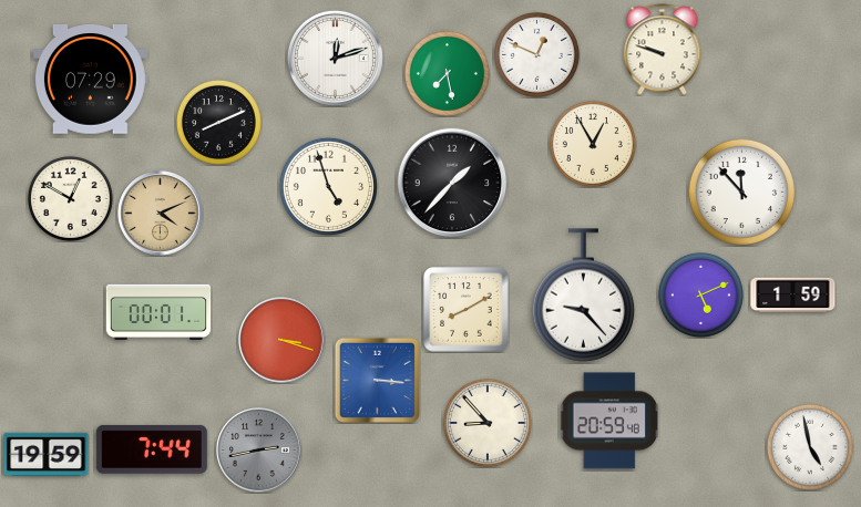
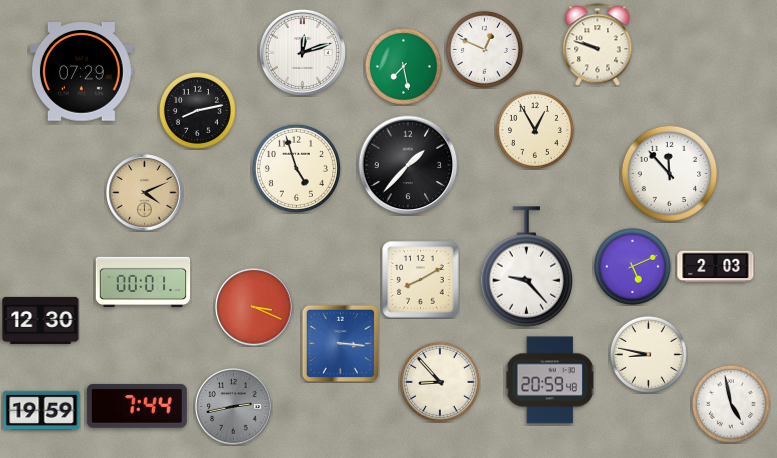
clock at (218, 122): 8:11 -> 8:13
clock at (70, 198): 12:50 -> none
clock at (793, 296): 1:59 -> 2:03
clock at (281, 340): 3:18 -> 3:19
clock at (41, 320): none -> 12:30
clock at (648, 354): none -> 8:47
